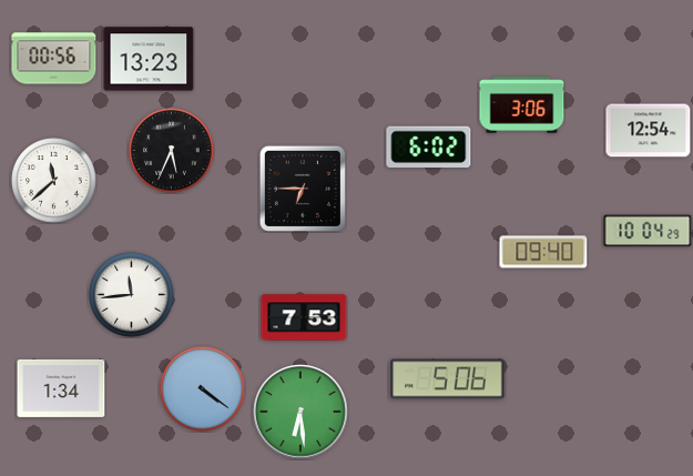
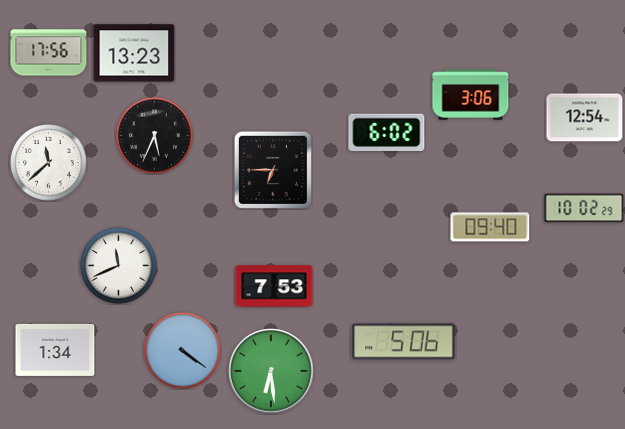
clock at (54, 59): 00:56 -> 17:56
clock at (648, 231): 10:04 -> 10:02
clock at (132, 295): 11:44 -> 11:41
